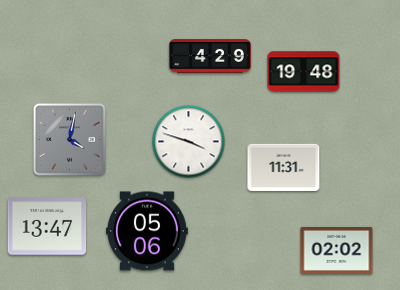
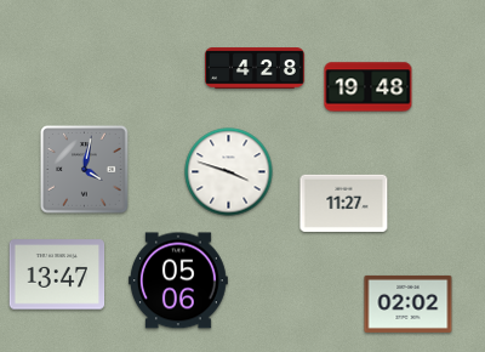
clock at (211, 56): 4:29 -> 4:28
clock at (284, 167): 11:31 -> 11:27
